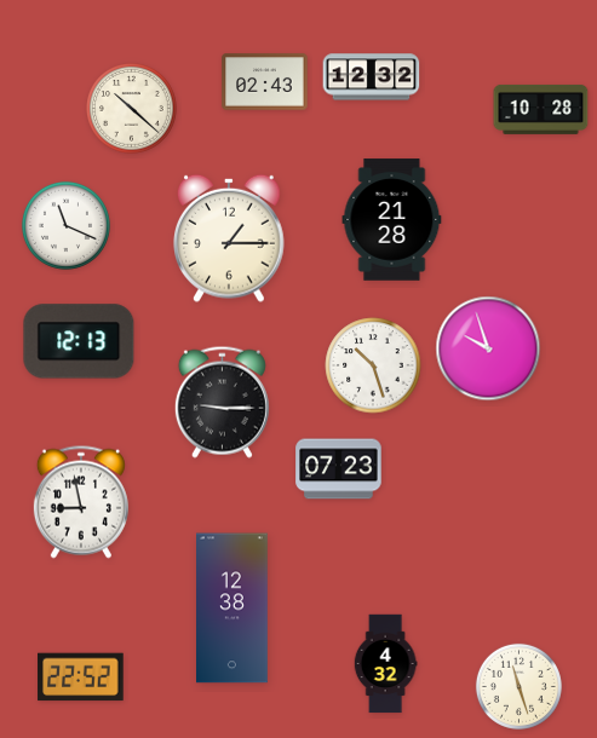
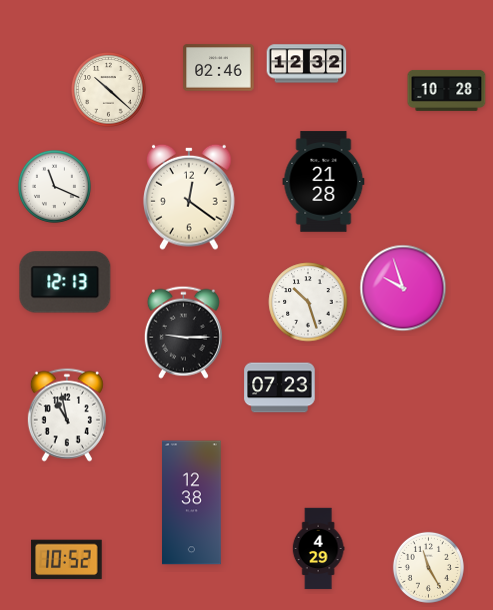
clock at (265, 82): 02:43 -> 02:46
clock at (230, 238): 1:15 -> 12:21
clock at (81, 502): 8:58 -> 10:58
clock at (385, 664): 4:32 -> 4:29
clock at (81, 678): 22:52 -> 10:52
clock at (518, 686): 11:27 -> 11:25
